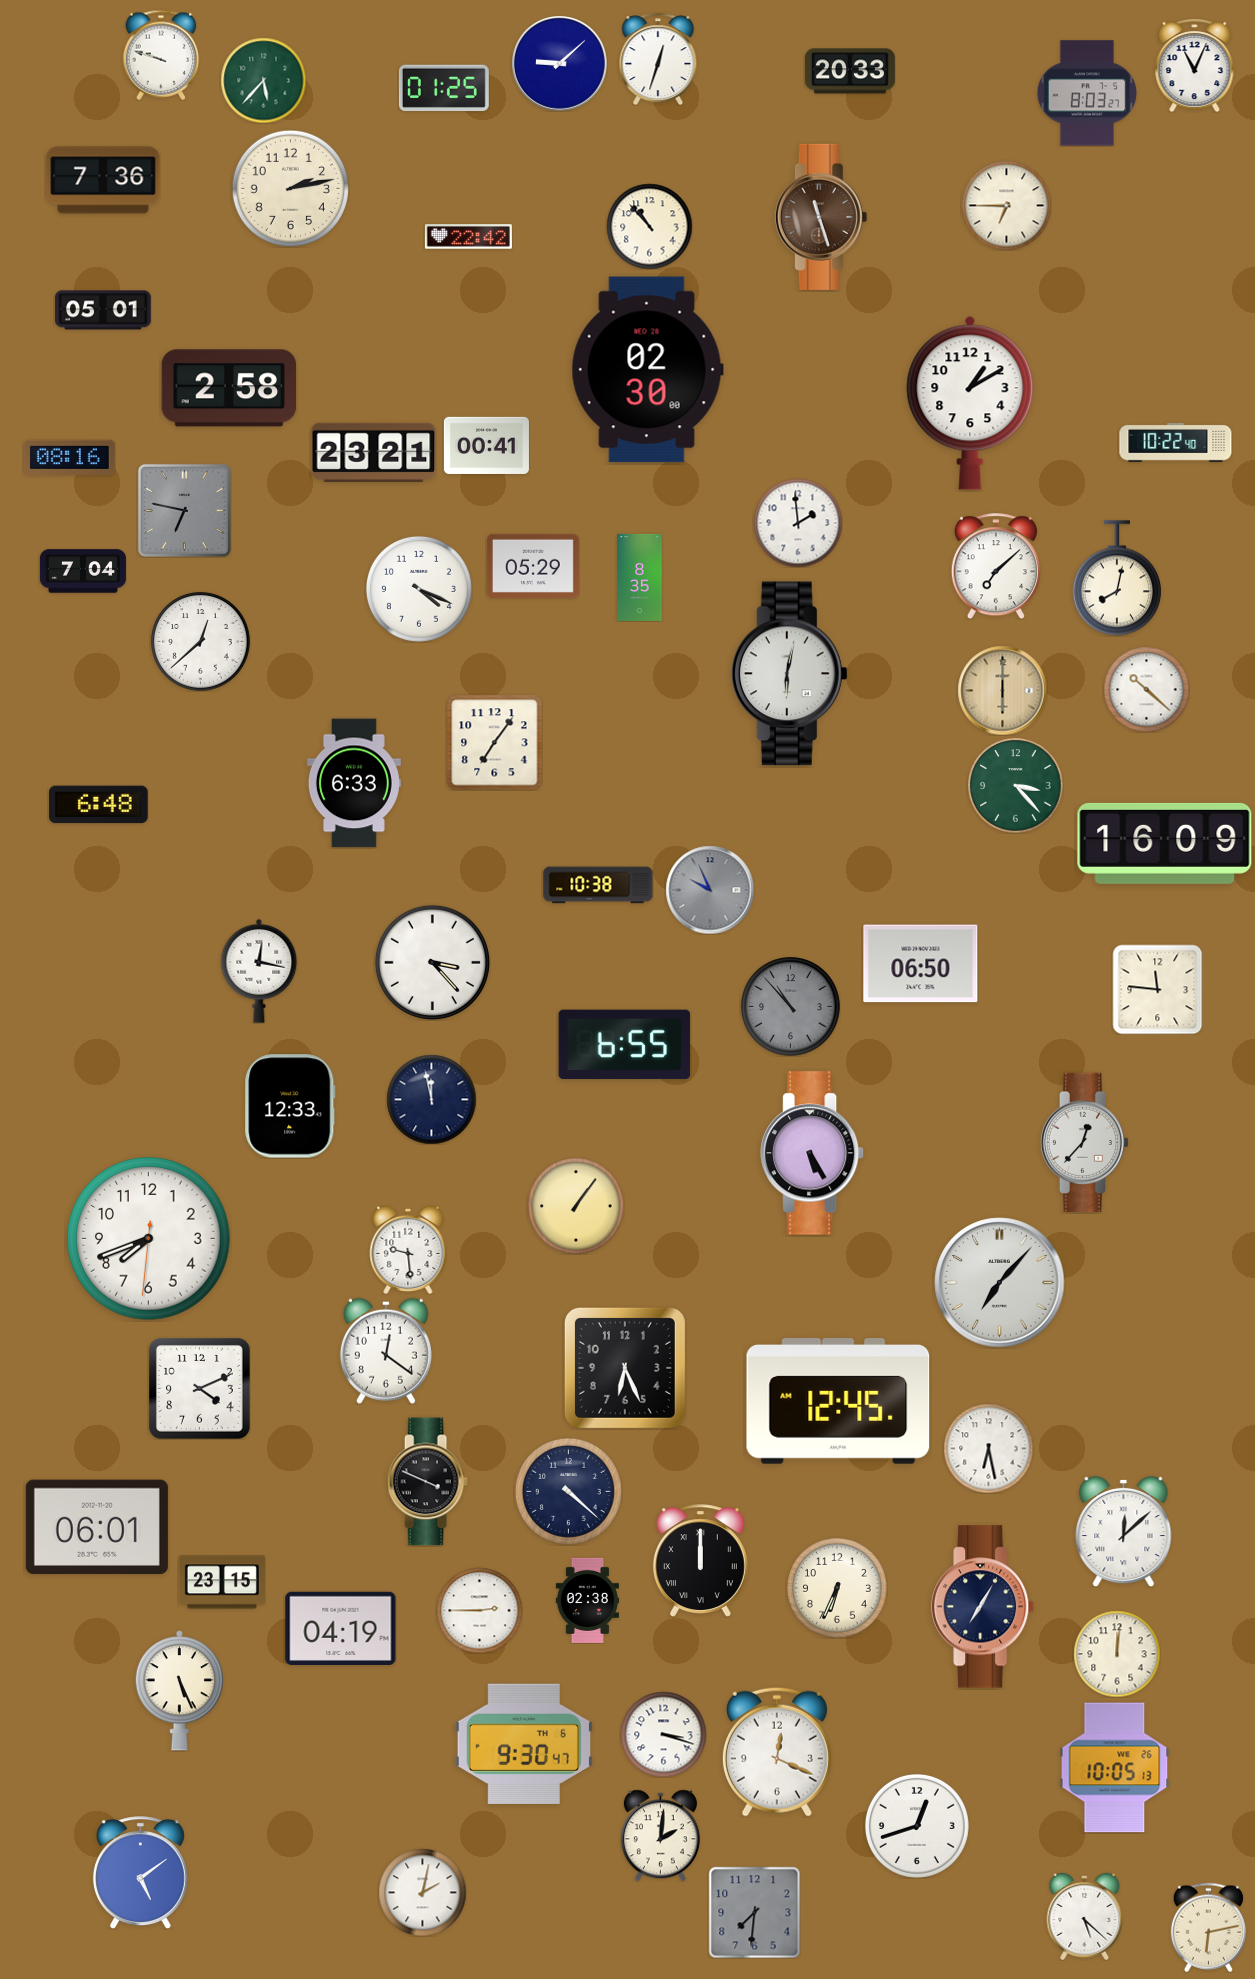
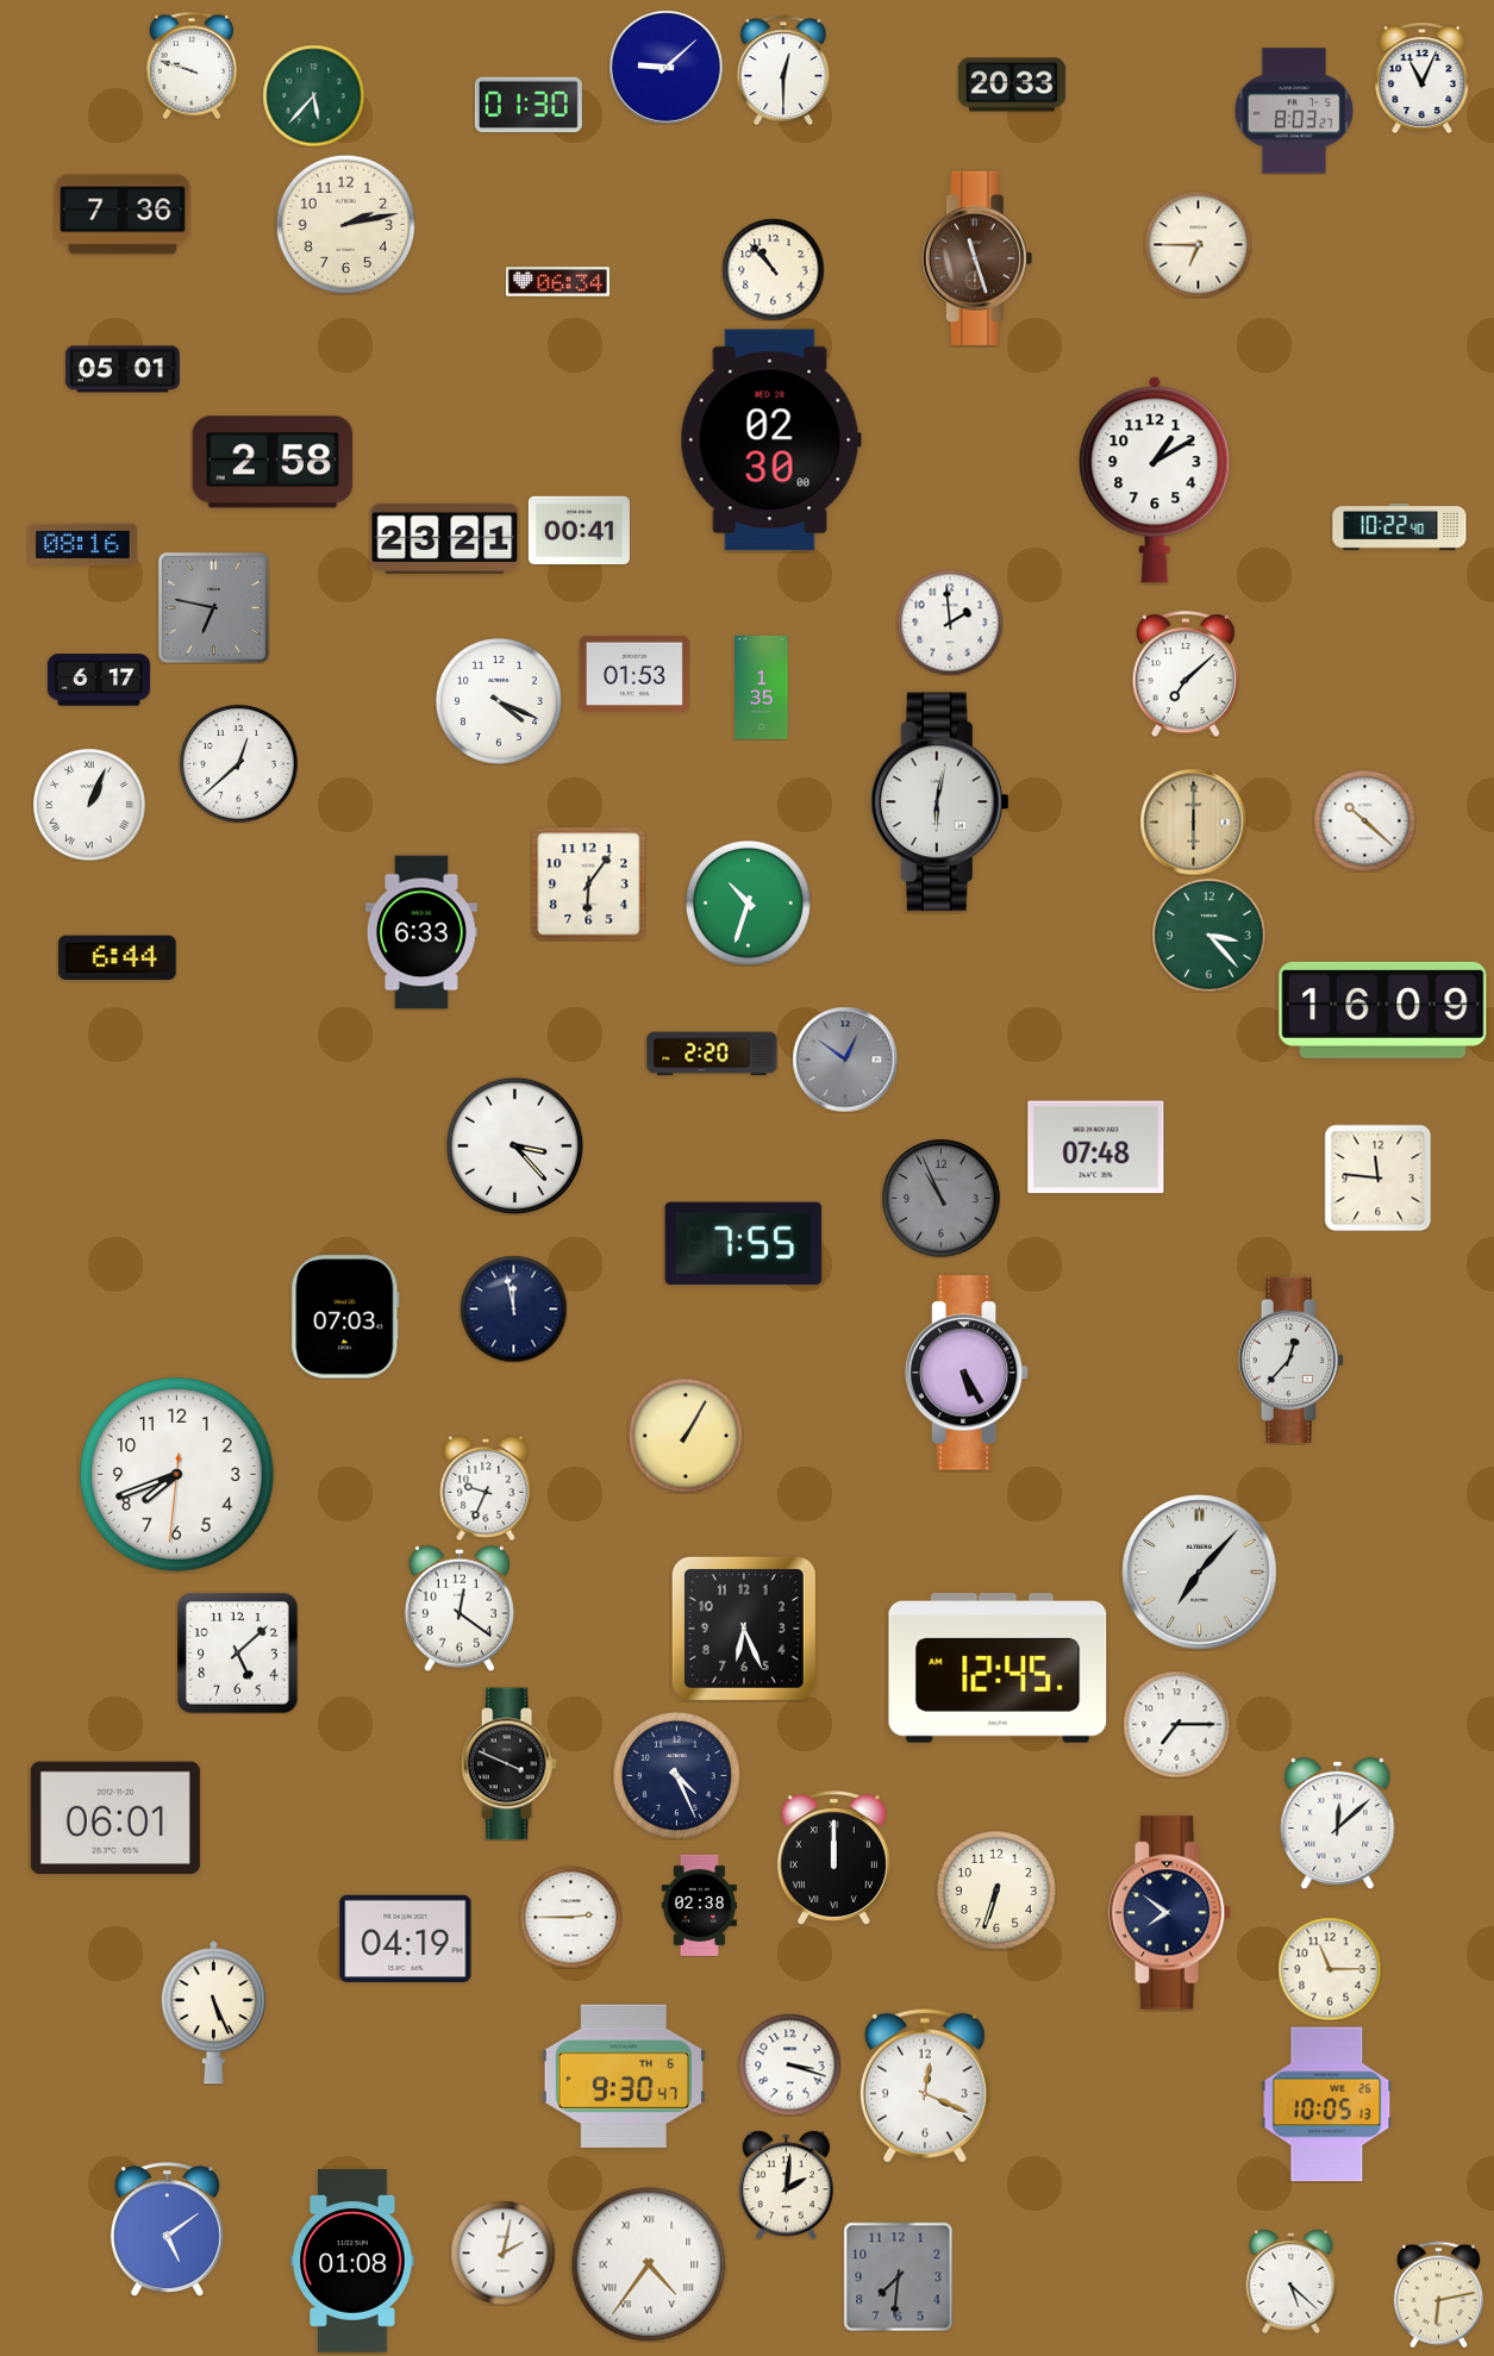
clock at (658, 59): 12:33 -> 12:30
clock at (560, 64) position: (560, 64) -> (667, 68)
clock at (444, 87): 01:25 -> 01:30
clock at (468, 237): 22:42 -> 06:34
clock at (184, 510) position: (184, 510) -> (213, 607)
clock at (533, 566): 05:29 -> 01:53
clock at (83, 571): 7:04 -> 6:17
clock at (640, 577): 8:35 -> 1:35
clock at (1117, 578): 8:02 -> none
clock at (89, 805): none -> 1:04
clock at (494, 742): 7:06 -> 6:06
clock at (748, 902): none -> 10:33
clock at (99, 805): 6:48 -> 6:44
clock at (1165, 843) position: (1165, 843) -> (1383, 1010)
clock at (598, 885): 10:38 -> 2:20
clock at (710, 890): 9:56 -> 12:51
clock at (921, 964): 06:50 -> 07:48
clock at (259, 971): 12:17 -> none
clock at (791, 1007): 10:53 -> 10:56
clock at (625, 1045): 6:55 -> 7:55
clock at (290, 1106): 12:33 -> 07:03
clock at (576, 1206): 1:06 -> 1:05
clock at (408, 1250): 9:29 -> 9:34
clock at (1000, 1283) position: (1000, 1283) -> (1200, 1573)
clock at (200, 1389): 4:11 -> 5:08
clock at (988, 1448): 6:28 -> 7:15
clock at (568, 1491): 4:22 -> 4:26
clock at (222, 1582): 23:15 -> none
clock at (838, 1589): 6:34 -> 6:33
clock at (984, 1607): 7:05 -> 7:51
clock at (1117, 1654): 12:01 -> 11:15
clock at (917, 1826): 12:42 -> none
clock at (352, 2261): none -> 01:08
clock at (649, 2264): none -> 4:36
